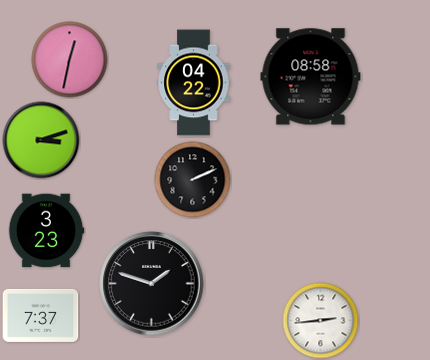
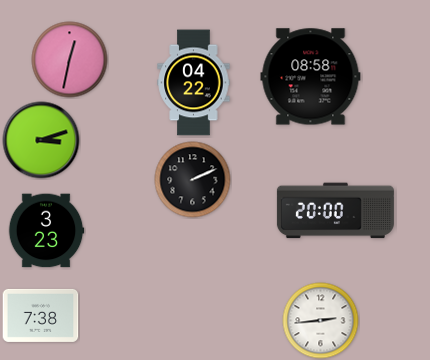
clock at (335, 211): none -> 20:00
clock at (152, 284): 1:48 -> none
clock at (41, 315): 7:37 -> 7:38
